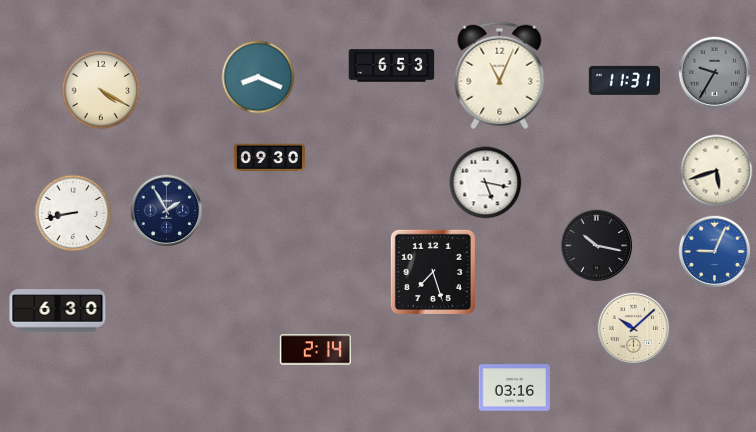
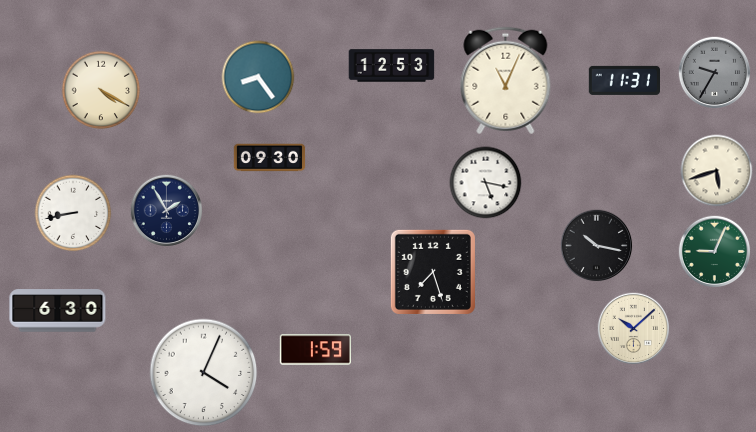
clock at (392, 66): 6:53 -> 12:53
clock at (500, 76) position: (500, 76) -> (506, 81)
clock at (258, 77): 8:19 -> 8:24
clock at (715, 252) dial: blue -> green
clock at (315, 350): 2:14 -> 1:59
clock at (204, 373): none -> 4:04
clock at (514, 388): 03:16 -> none
